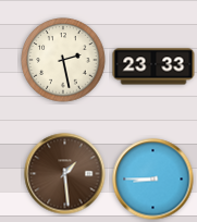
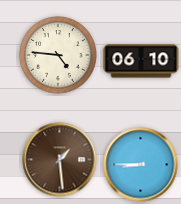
clock at (63, 60): 2:28 -> 4:46
clock at (153, 66): 23:33 -> 06:10
